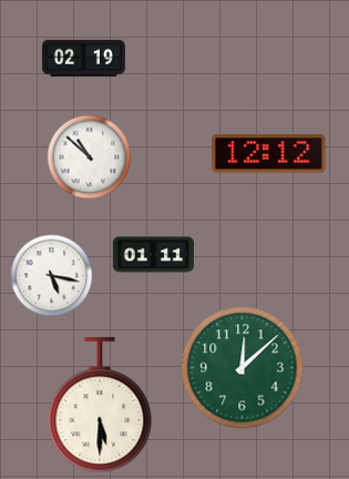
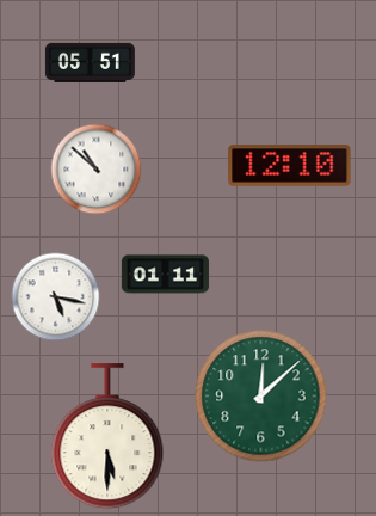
clock at (83, 58): 02:19 -> 05:51
clock at (269, 154): 12:12 -> 12:10
